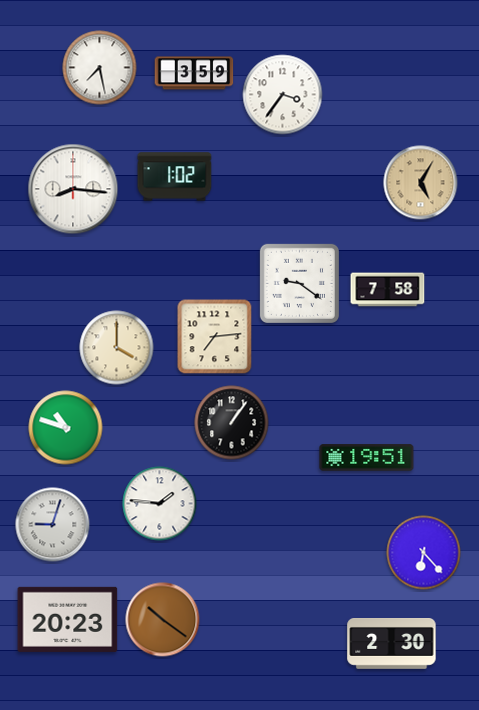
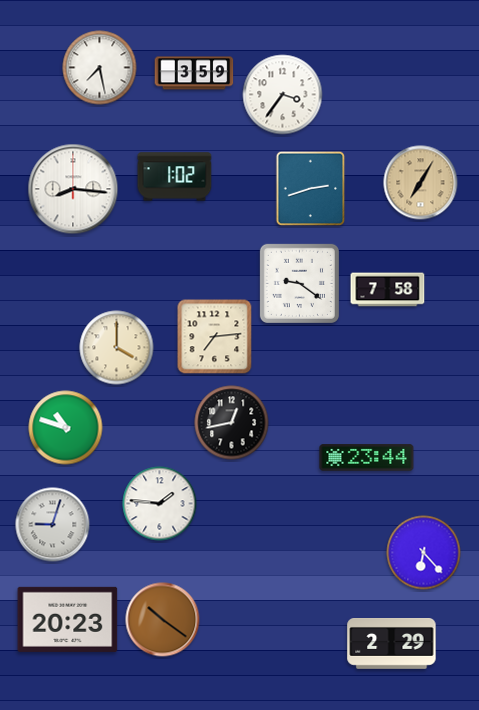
clock at (421, 183): 5:05 -> 7:05
clock at (311, 189): none -> 2:42
clock at (232, 423): 1:06 -> 12:43
clock at (367, 458): 19:51 -> 23:44
clock at (392, 644): 2:30 -> 2:29
